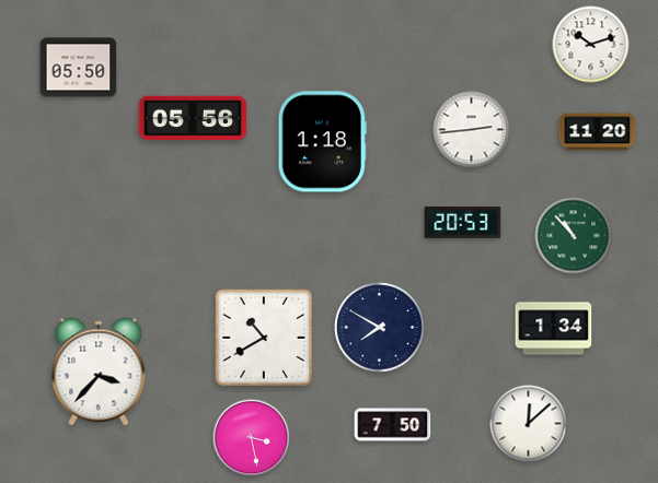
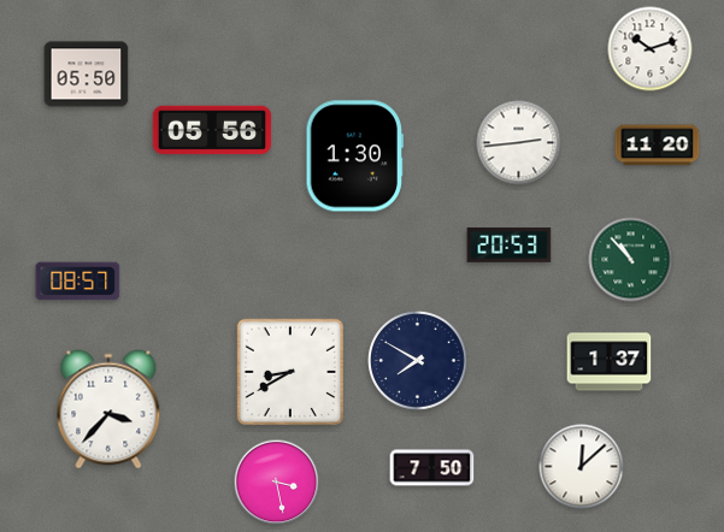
clock at (322, 142): 1:18 -> 1:30
clock at (78, 282): none -> 08:57
clock at (554, 329): 1:34 -> 1:37
clock at (263, 337): 10:40 -> 8:40
